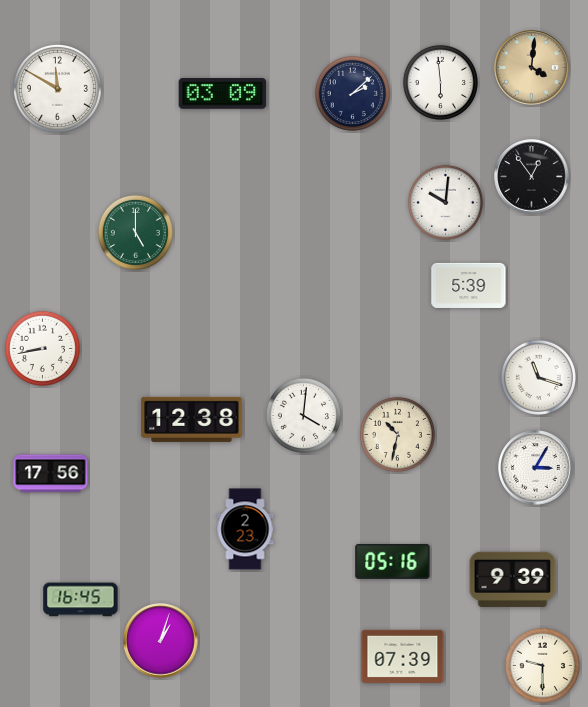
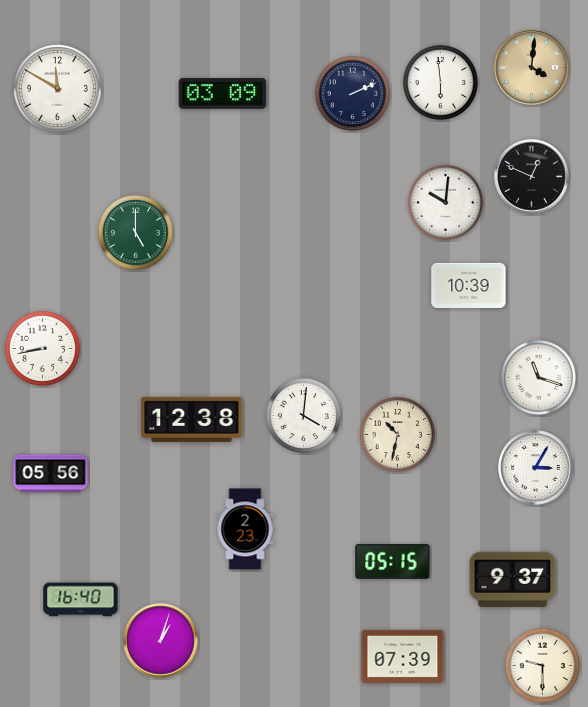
clock at (352, 93): 2:08 -> 2:11
clock at (532, 177): 12:54 -> 12:49
clock at (469, 285): 5:39 -> 10:39
clock at (51, 474): 17:56 -> 05:56
clock at (393, 561): 05:16 -> 05:15
clock at (513, 579): 9:39 -> 9:37
clock at (81, 600): 16:45 -> 16:40
